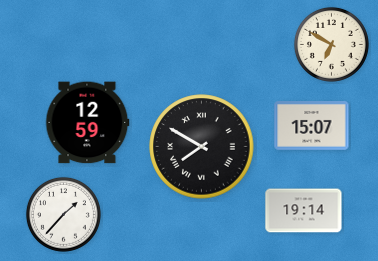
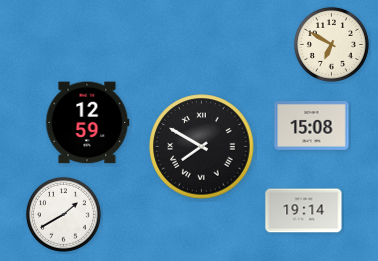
clock at (312, 126): 15:07 -> 15:08
clock at (63, 214): 1:37 -> 1:40
